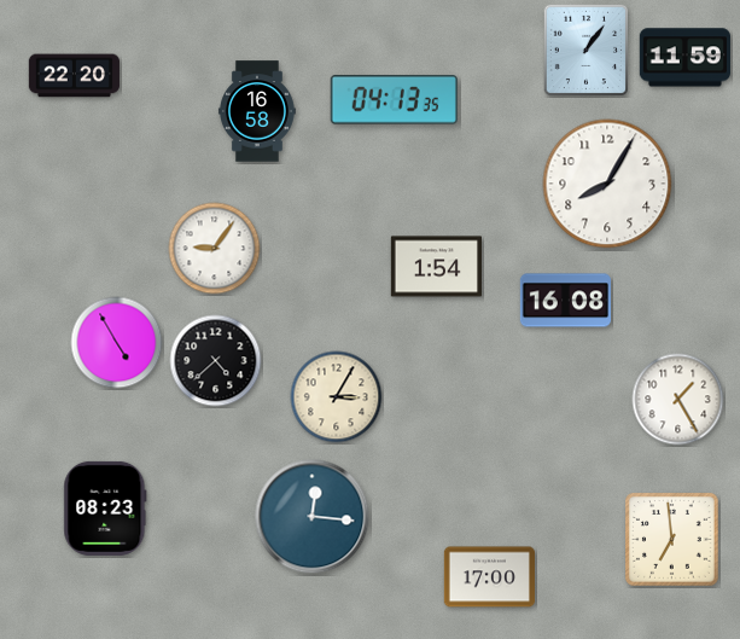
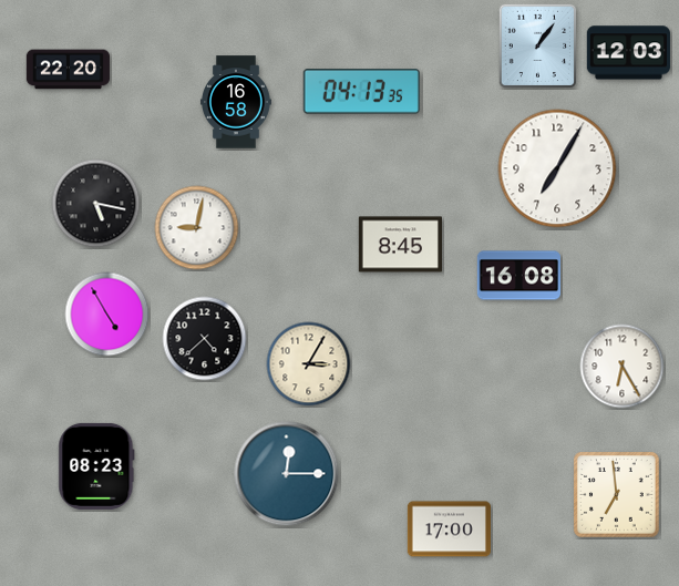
clock at (684, 58): 11:59 -> 12:03
clock at (607, 184): 8:05 -> 7:05
clock at (96, 204): none -> 5:17
clock at (215, 249): 9:06 -> 9:02
clock at (436, 267): 1:54 -> 8:45
clock at (216, 361) position: (216, 361) -> (205, 339)
clock at (678, 400): 1:25 -> 6:25
clock at (313, 517): 12:16 -> 12:15
